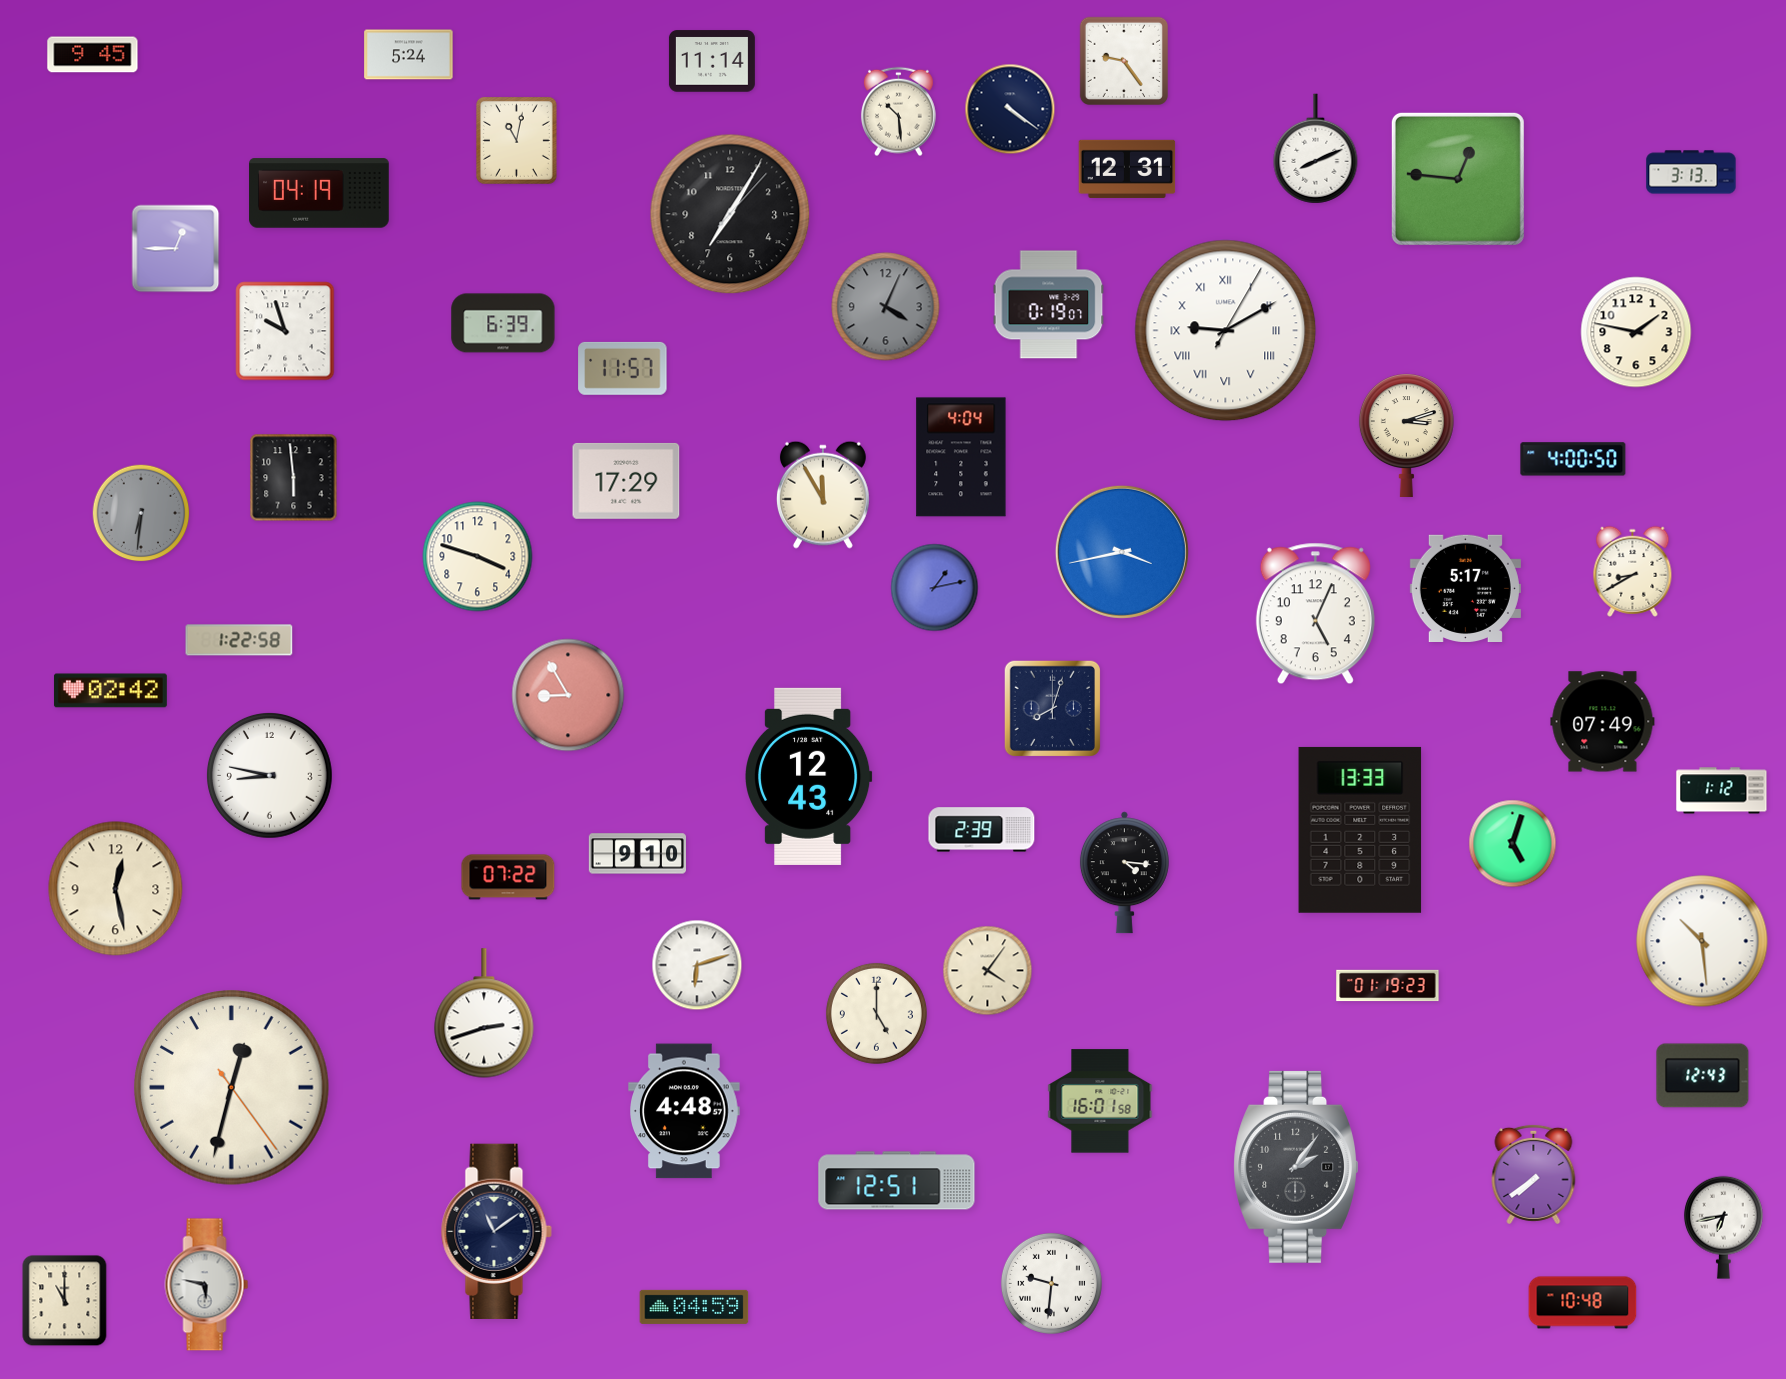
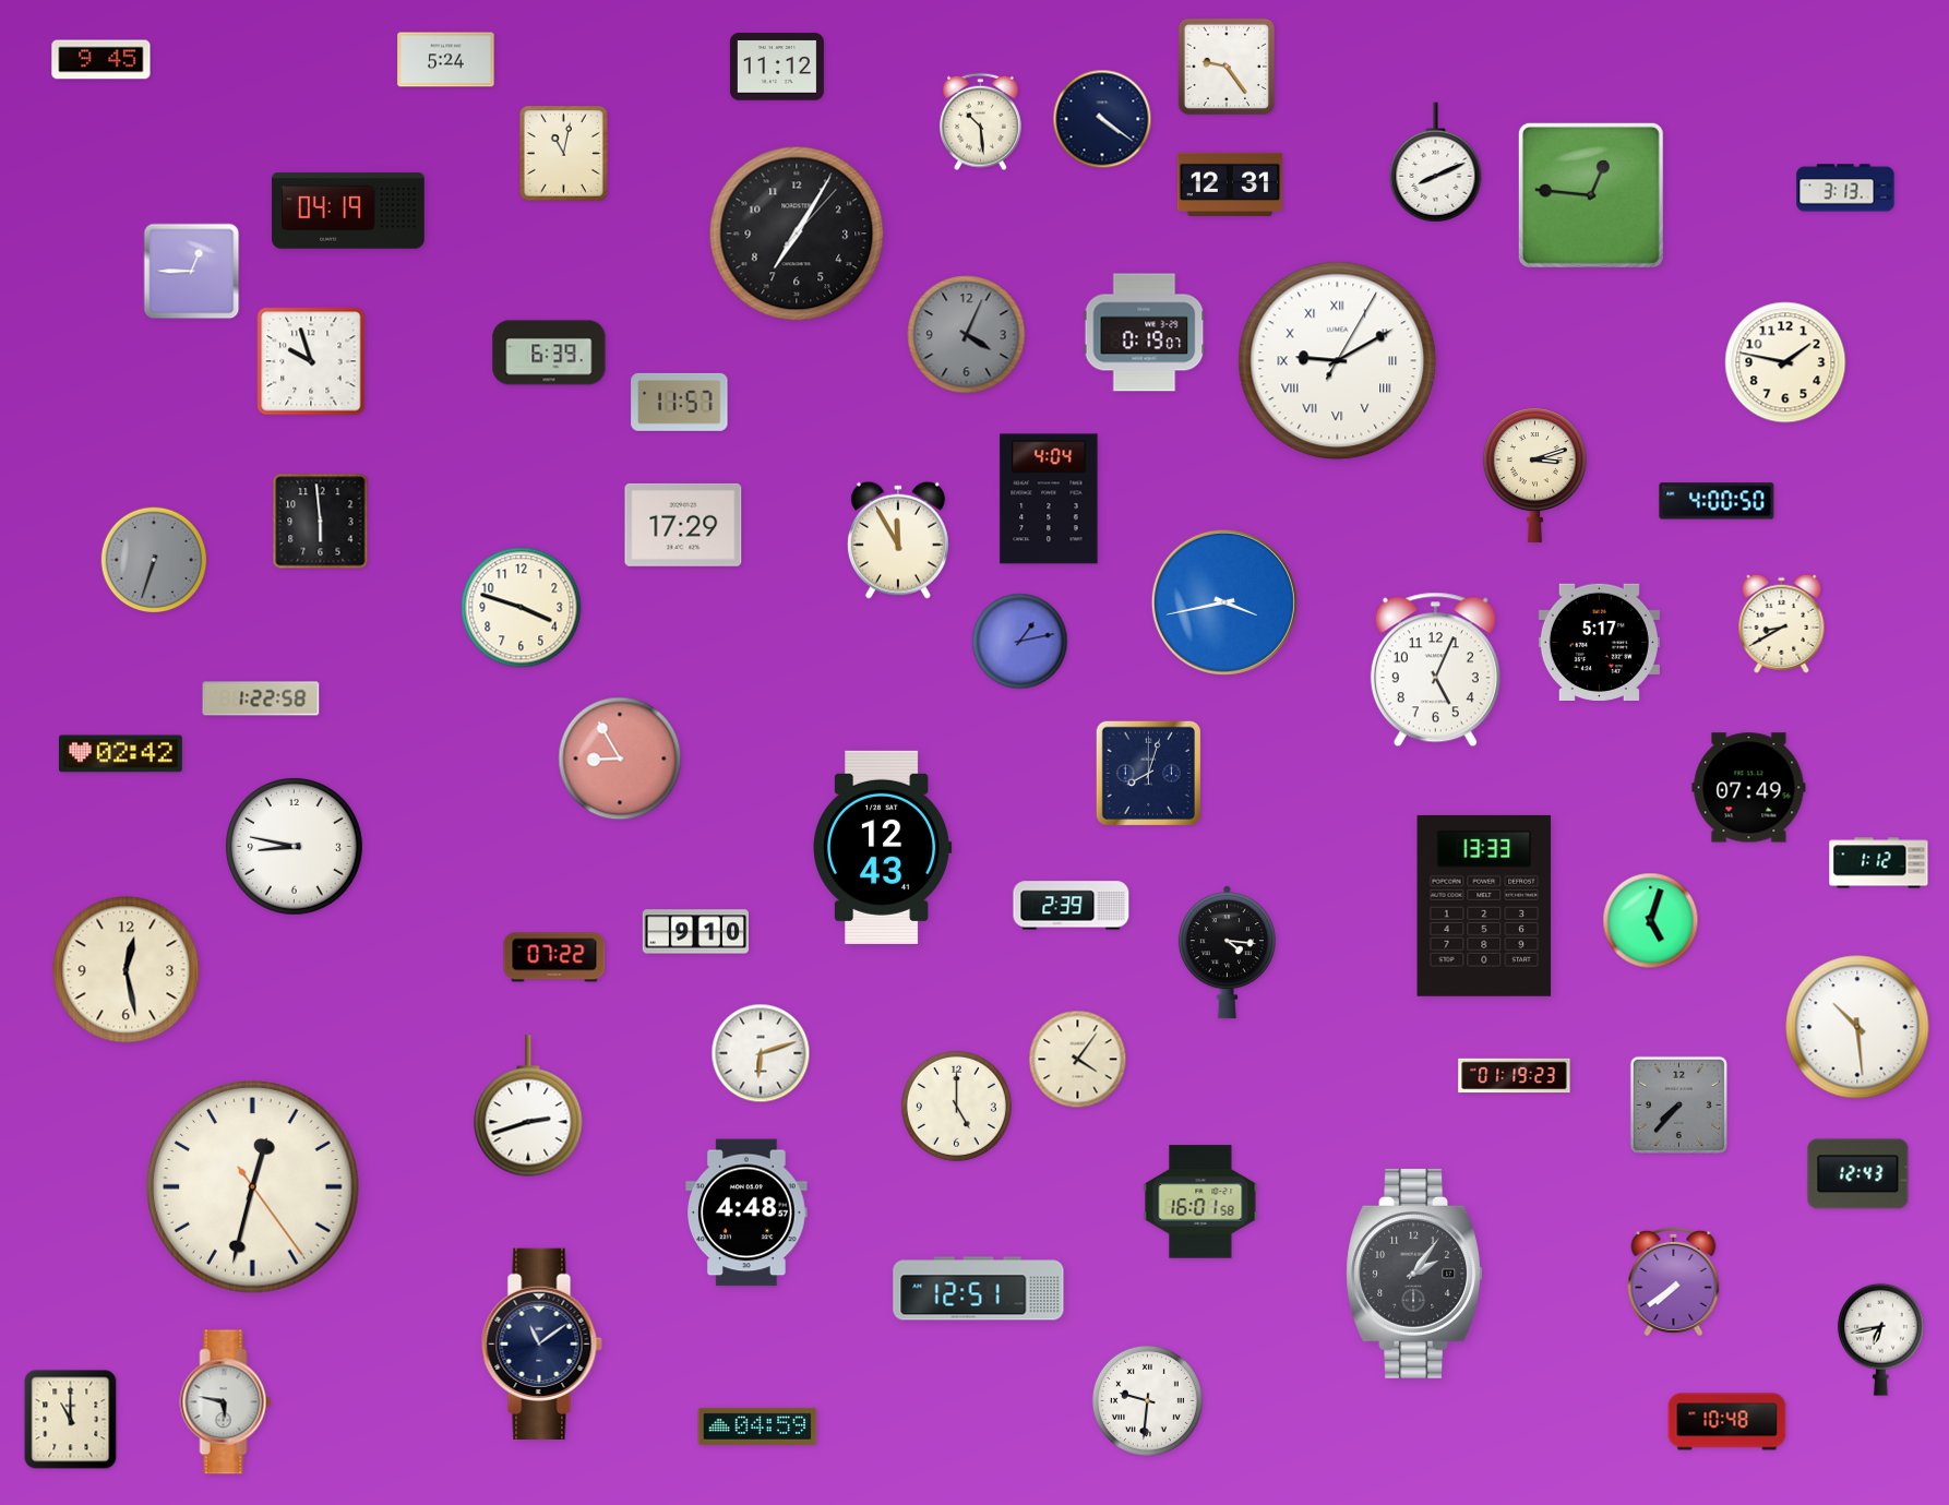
clock at (712, 61): 11:14 -> 11:12
clock at (141, 513): 6:31 -> 6:33
clock at (1678, 1104): none -> 7:37
